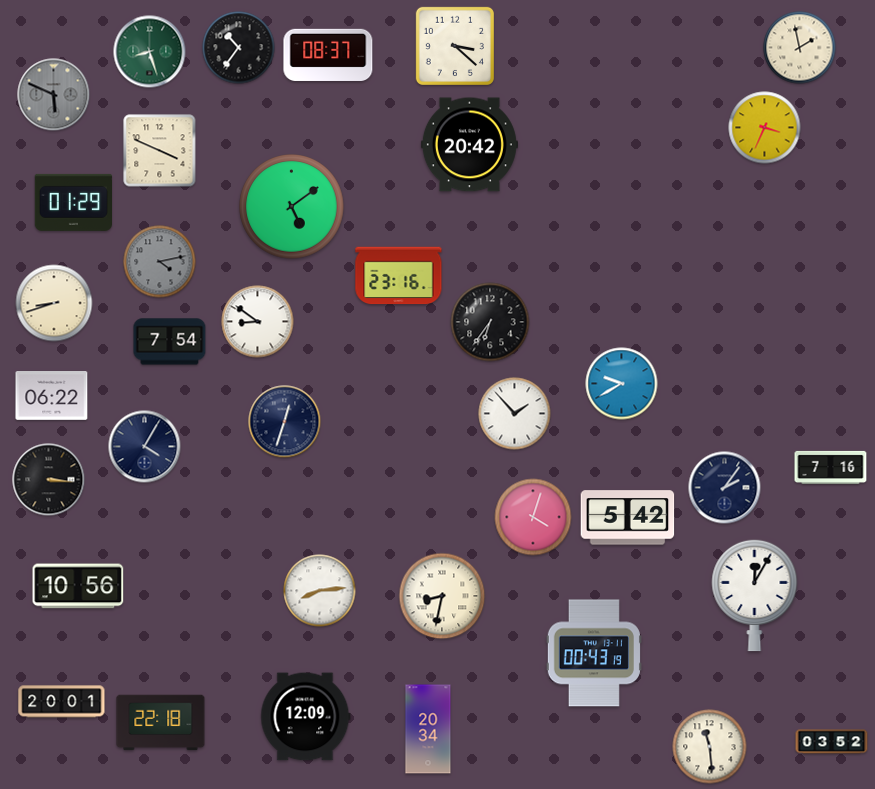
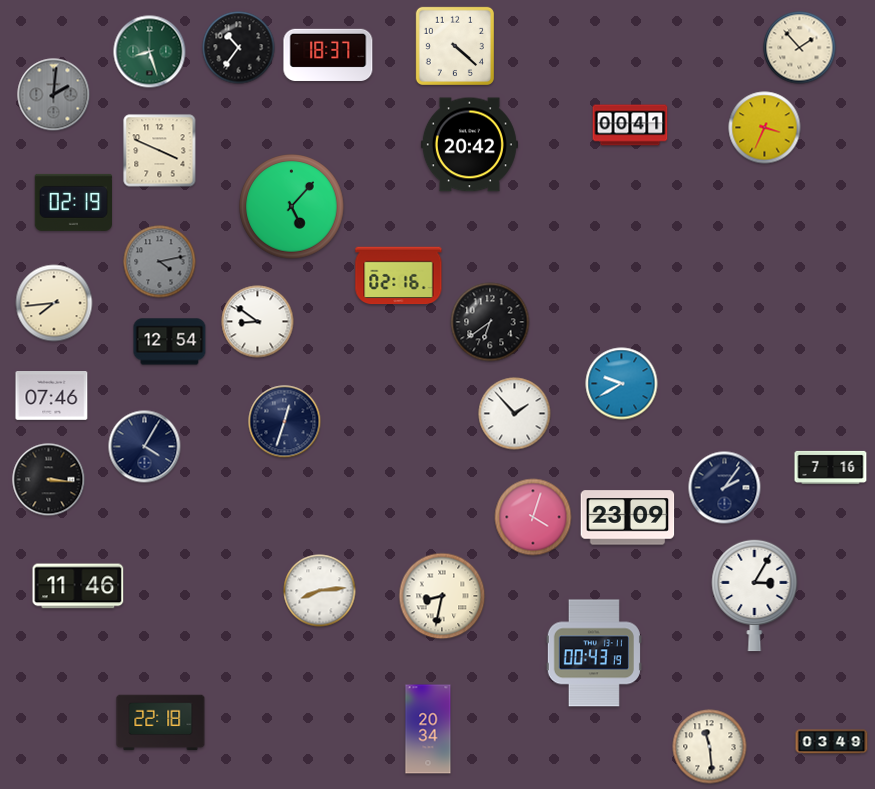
clock at (455, 46): 3:22 -> 4:22
clock at (800, 48): 1:58 -> 1:53
clock at (328, 54): 08:37 -> 18:37
clock at (54, 95): 5:49 -> 2:01
clock at (630, 125): none -> 00:41
clock at (74, 202): 01:29 -> 02:19
clock at (292, 207): 5:09 -> 5:07
clock at (399, 276): 23:16 -> 02:16
clock at (54, 303): 8:42 -> 7:44
clock at (490, 322): 6:36 -> 6:39
clock at (170, 342): 7:54 -> 12:54
clock at (52, 396): 06:22 -> 07:46
clock at (628, 518): 5:42 -> 23:09
clock at (78, 586): 10:56 -> 11:46
clock at (755, 595): 12:05 -> 3:05
clock at (62, 702): 20:01 -> none
clock at (306, 717): 12:09 -> none
clock at (832, 742): 03:52 -> 03:49
